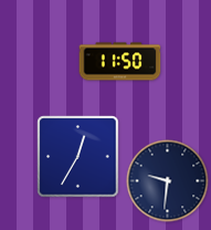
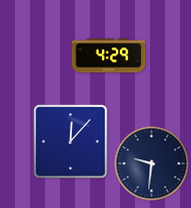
clock at (120, 62): 11:50 -> 4:29
clock at (78, 157): 12:35 -> 12:07
